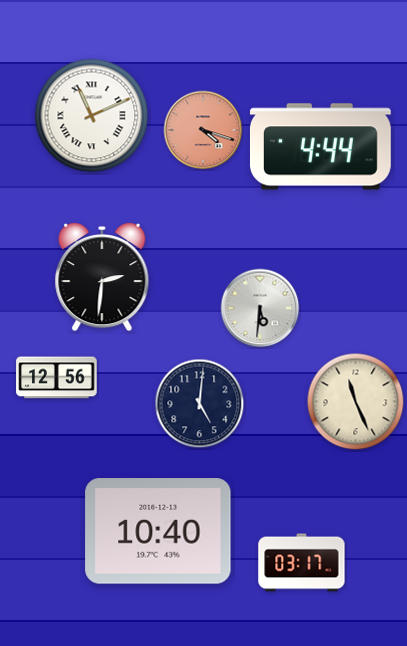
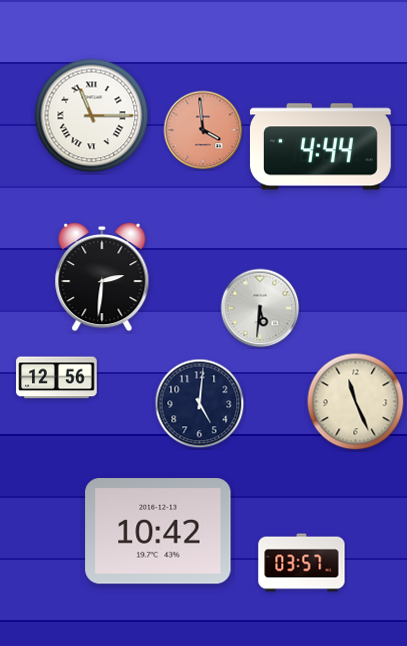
clock at (92, 116): 11:11 -> 11:15
clock at (203, 130): 4:18 -> 3:59
clock at (158, 531): 10:40 -> 10:42
clock at (302, 563): 03:17 -> 03:57
